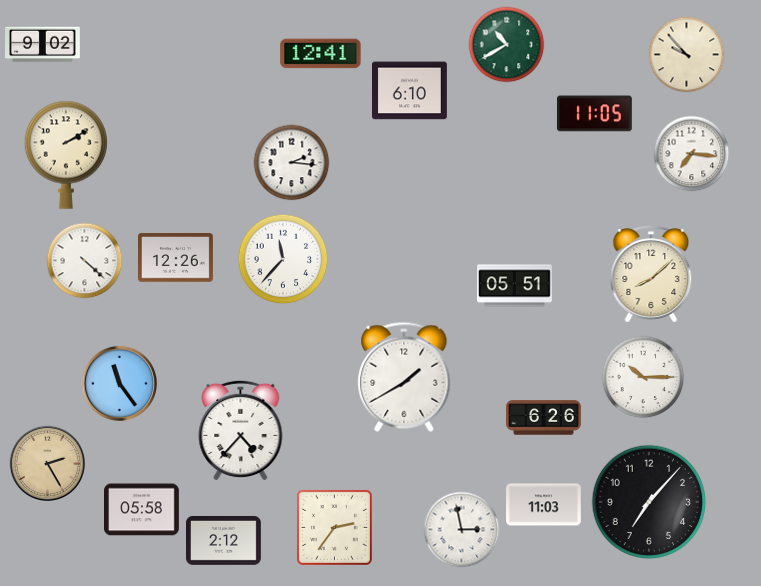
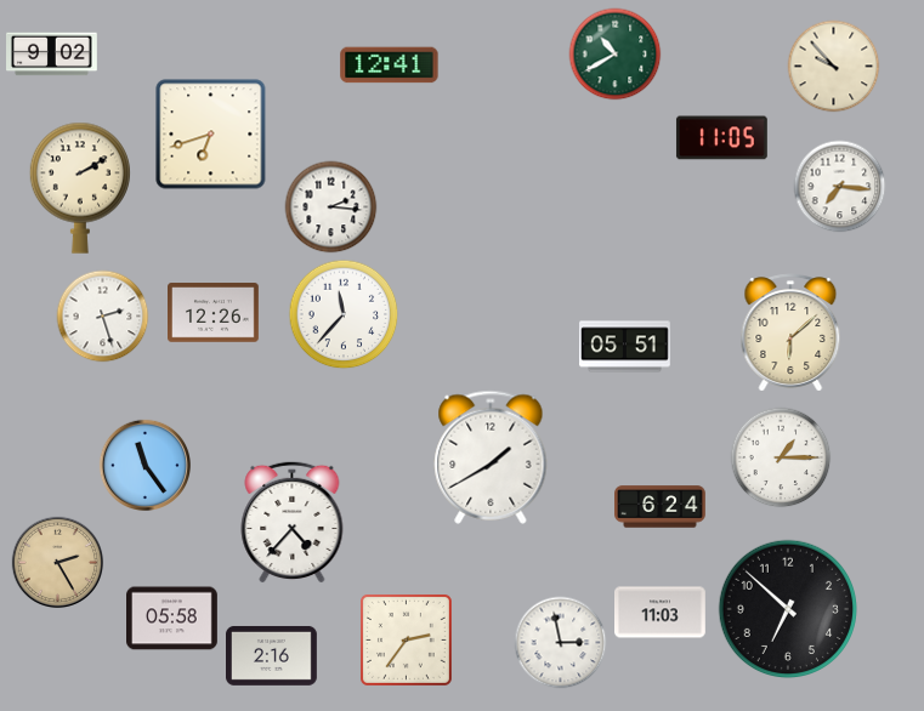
clock at (410, 91): 6:10 -> none
clock at (211, 135): none -> 6:42
clock at (292, 163) position: (292, 163) -> (331, 207)
clock at (85, 261): 4:22 -> 2:27
clock at (651, 274): 8:08 -> 6:08
clock at (643, 377): 10:15 -> 1:15
clock at (544, 418): 6:26 -> 6:24
clock at (648, 501): 7:07 -> 6:52
clock at (224, 540): 2:12 -> 2:16
